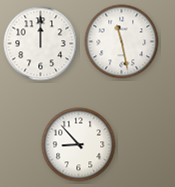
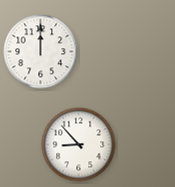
clock at (122, 42): 11:28 -> none
clock at (41, 44) position: (41, 44) -> (41, 52)
